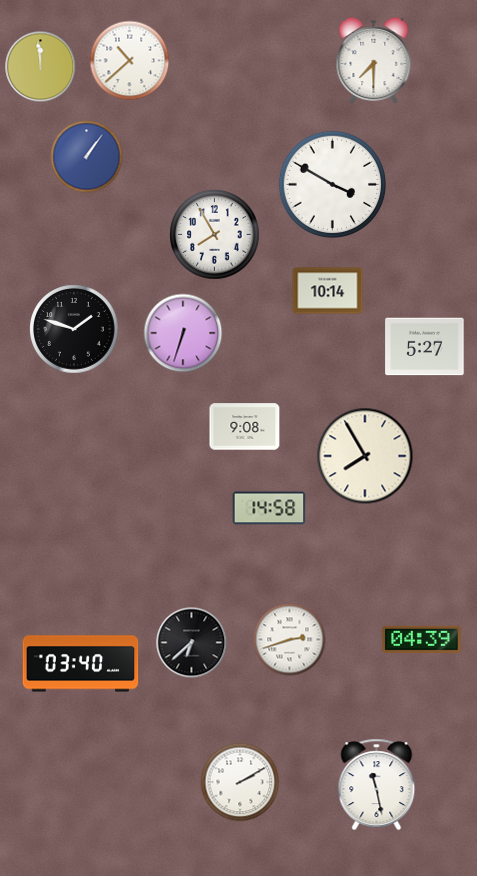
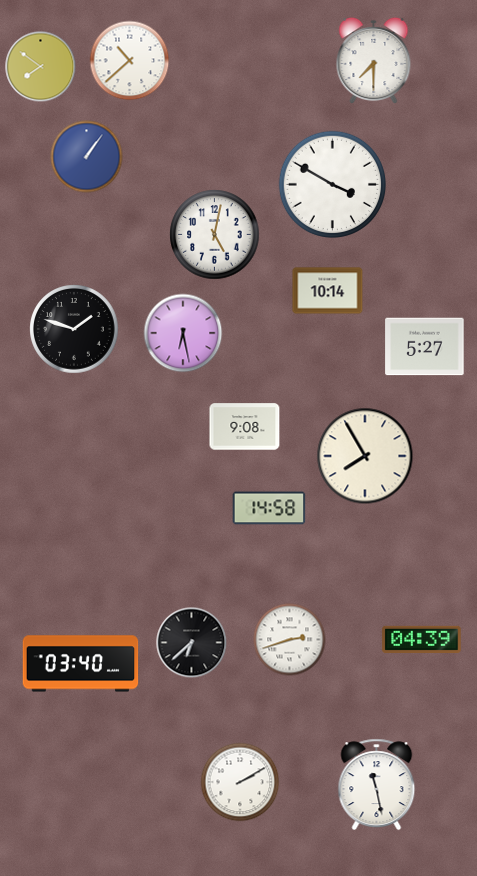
clock at (41, 67): 11:59 -> 7:51
clock at (215, 235): 7:55 -> 5:02
clock at (183, 333): 6:33 -> 6:28
